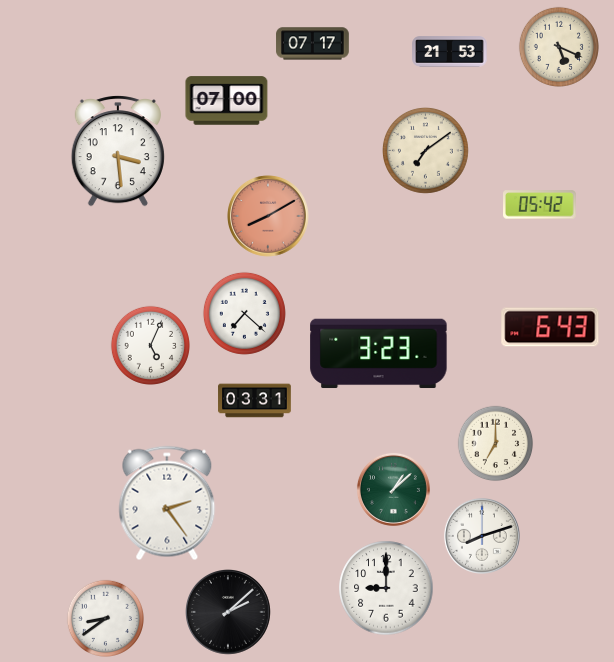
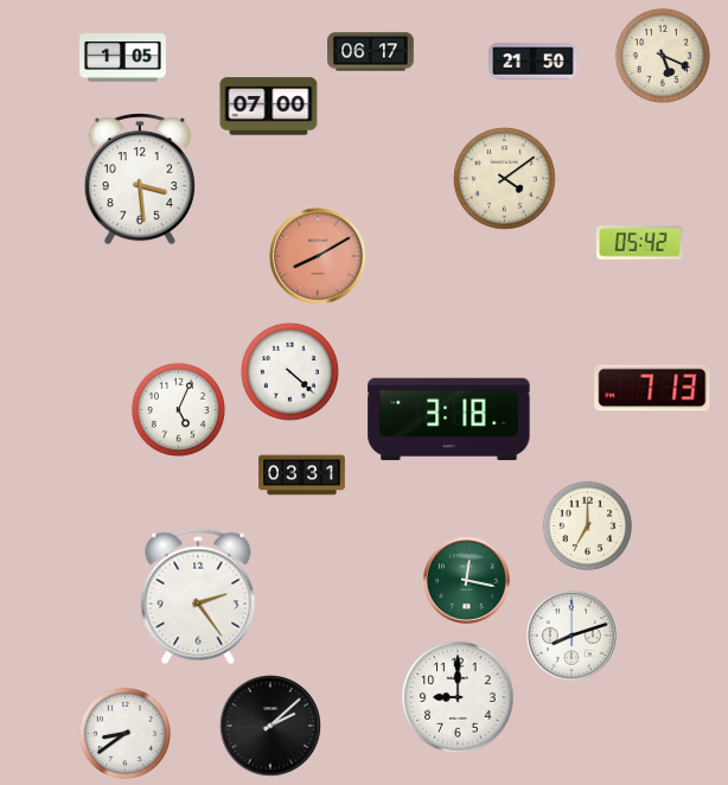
clock at (313, 44): 07:17 -> 06:17
clock at (123, 58): none -> 1:05
clock at (450, 52): 21:53 -> 21:50
clock at (227, 101) position: (227, 101) -> (269, 107)
clock at (425, 150): 7:09 -> 4:09
clock at (244, 313): 7:22 -> 4:22
clock at (550, 327): 6:43 -> 7:13
clock at (379, 354): 3:23 -> 3:18
clock at (393, 489): 1:08 -> 12:17
